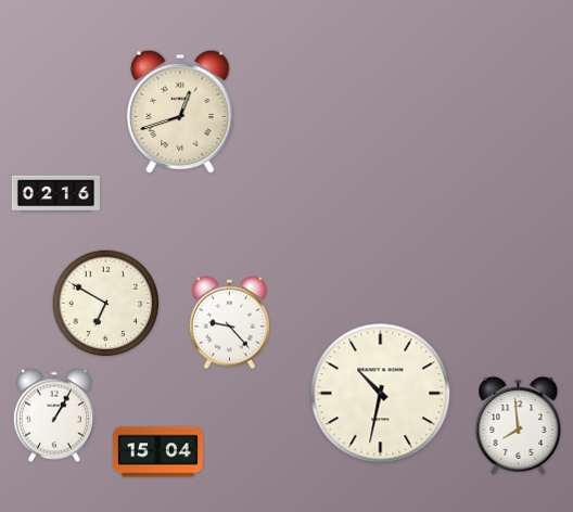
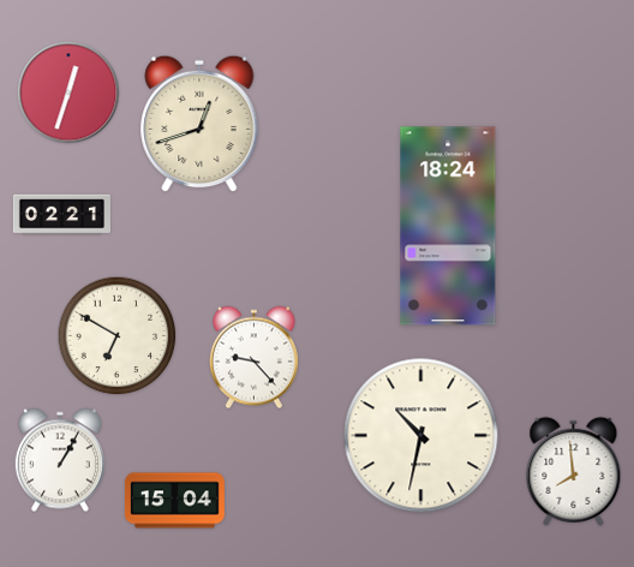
clock at (68, 92): none -> 12:33
clock at (55, 194): 02:16 -> 02:21
clock at (448, 226): none -> 18:24
